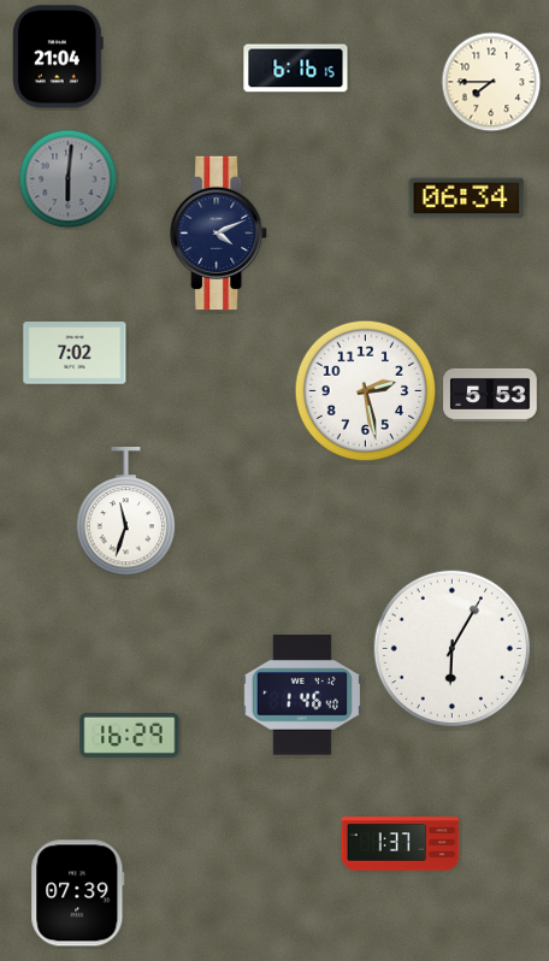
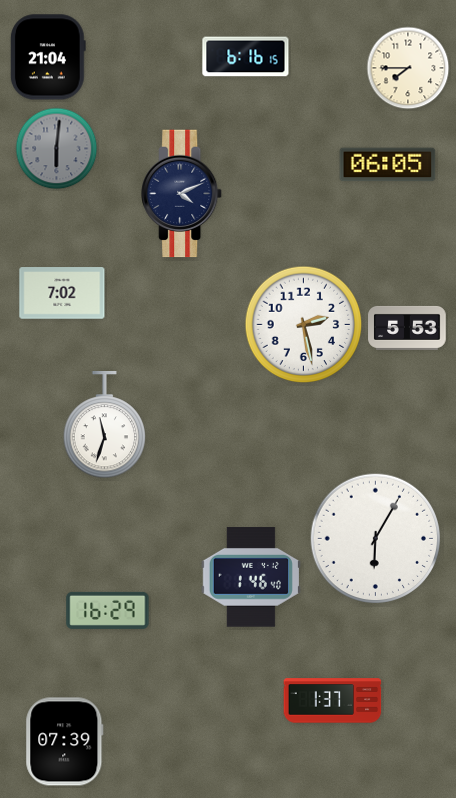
clock at (58, 57) position: (58, 57) -> (48, 57)
clock at (467, 199): 06:34 -> 06:05
